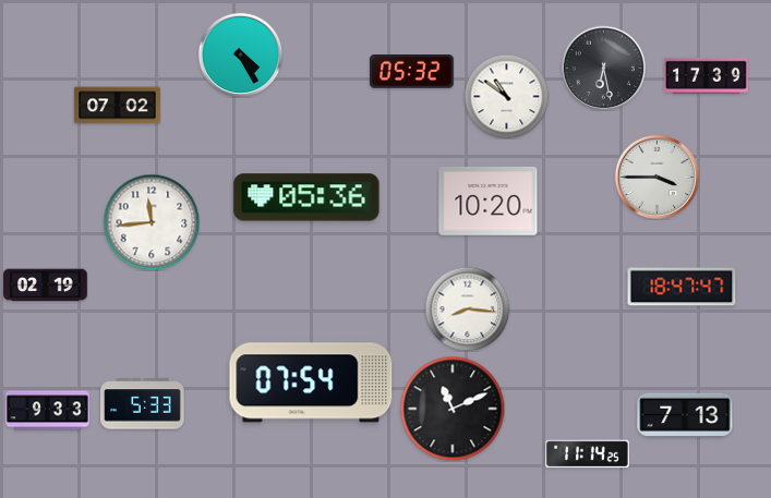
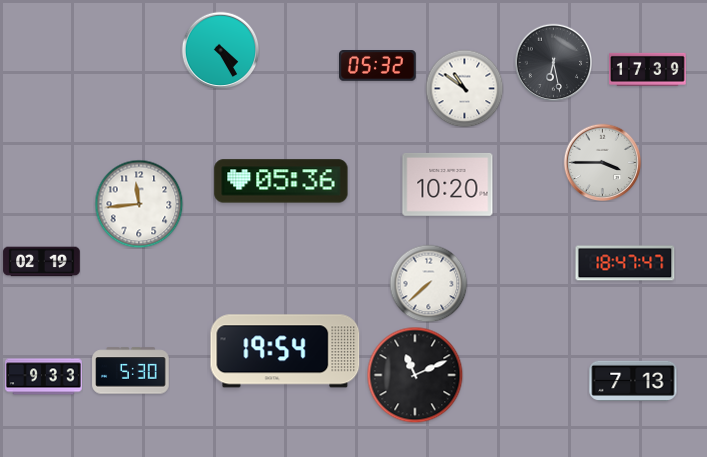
clock at (118, 106): 07:02 -> none
clock at (467, 308): 8:16 -> 7:38
clock at (311, 382): 07:54 -> 19:54
clock at (143, 404): 5:33 -> 5:30
clock at (685, 415) position: (685, 415) -> (633, 381)
clock at (588, 454): 11:14 -> none
